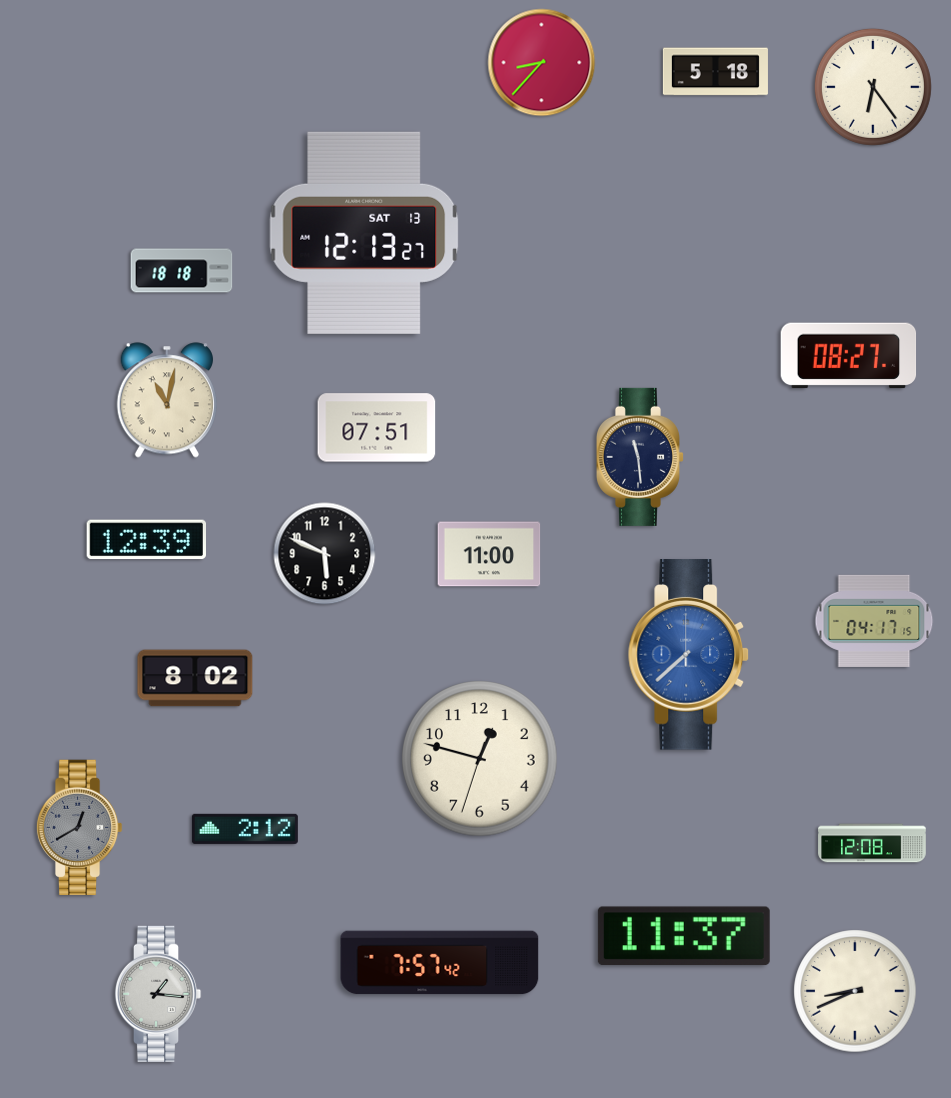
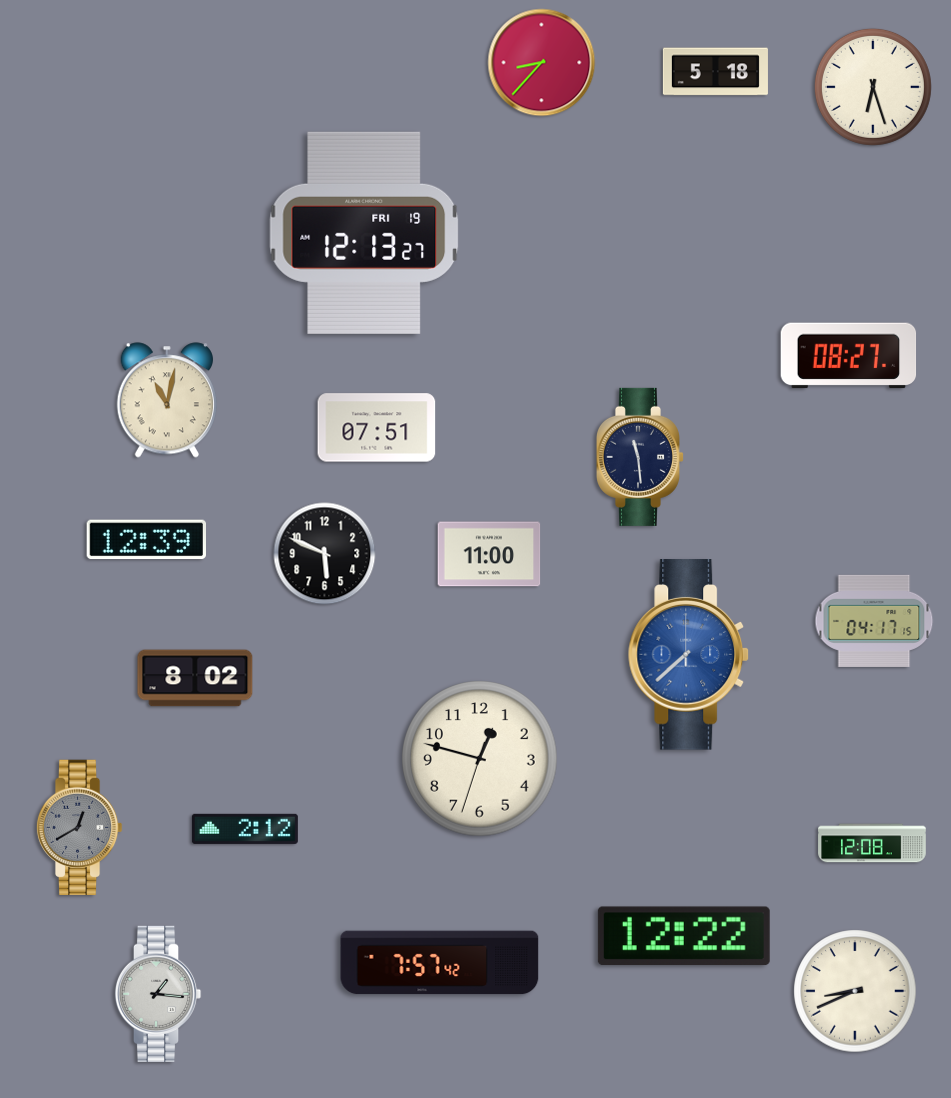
clock at (873, 87): 6:24 -> 6:27
clock at (364, 233) date: SAT 13 -> FRI 19
clock at (182, 271): 18:18 -> none
clock at (684, 936): 11:37 -> 12:22
